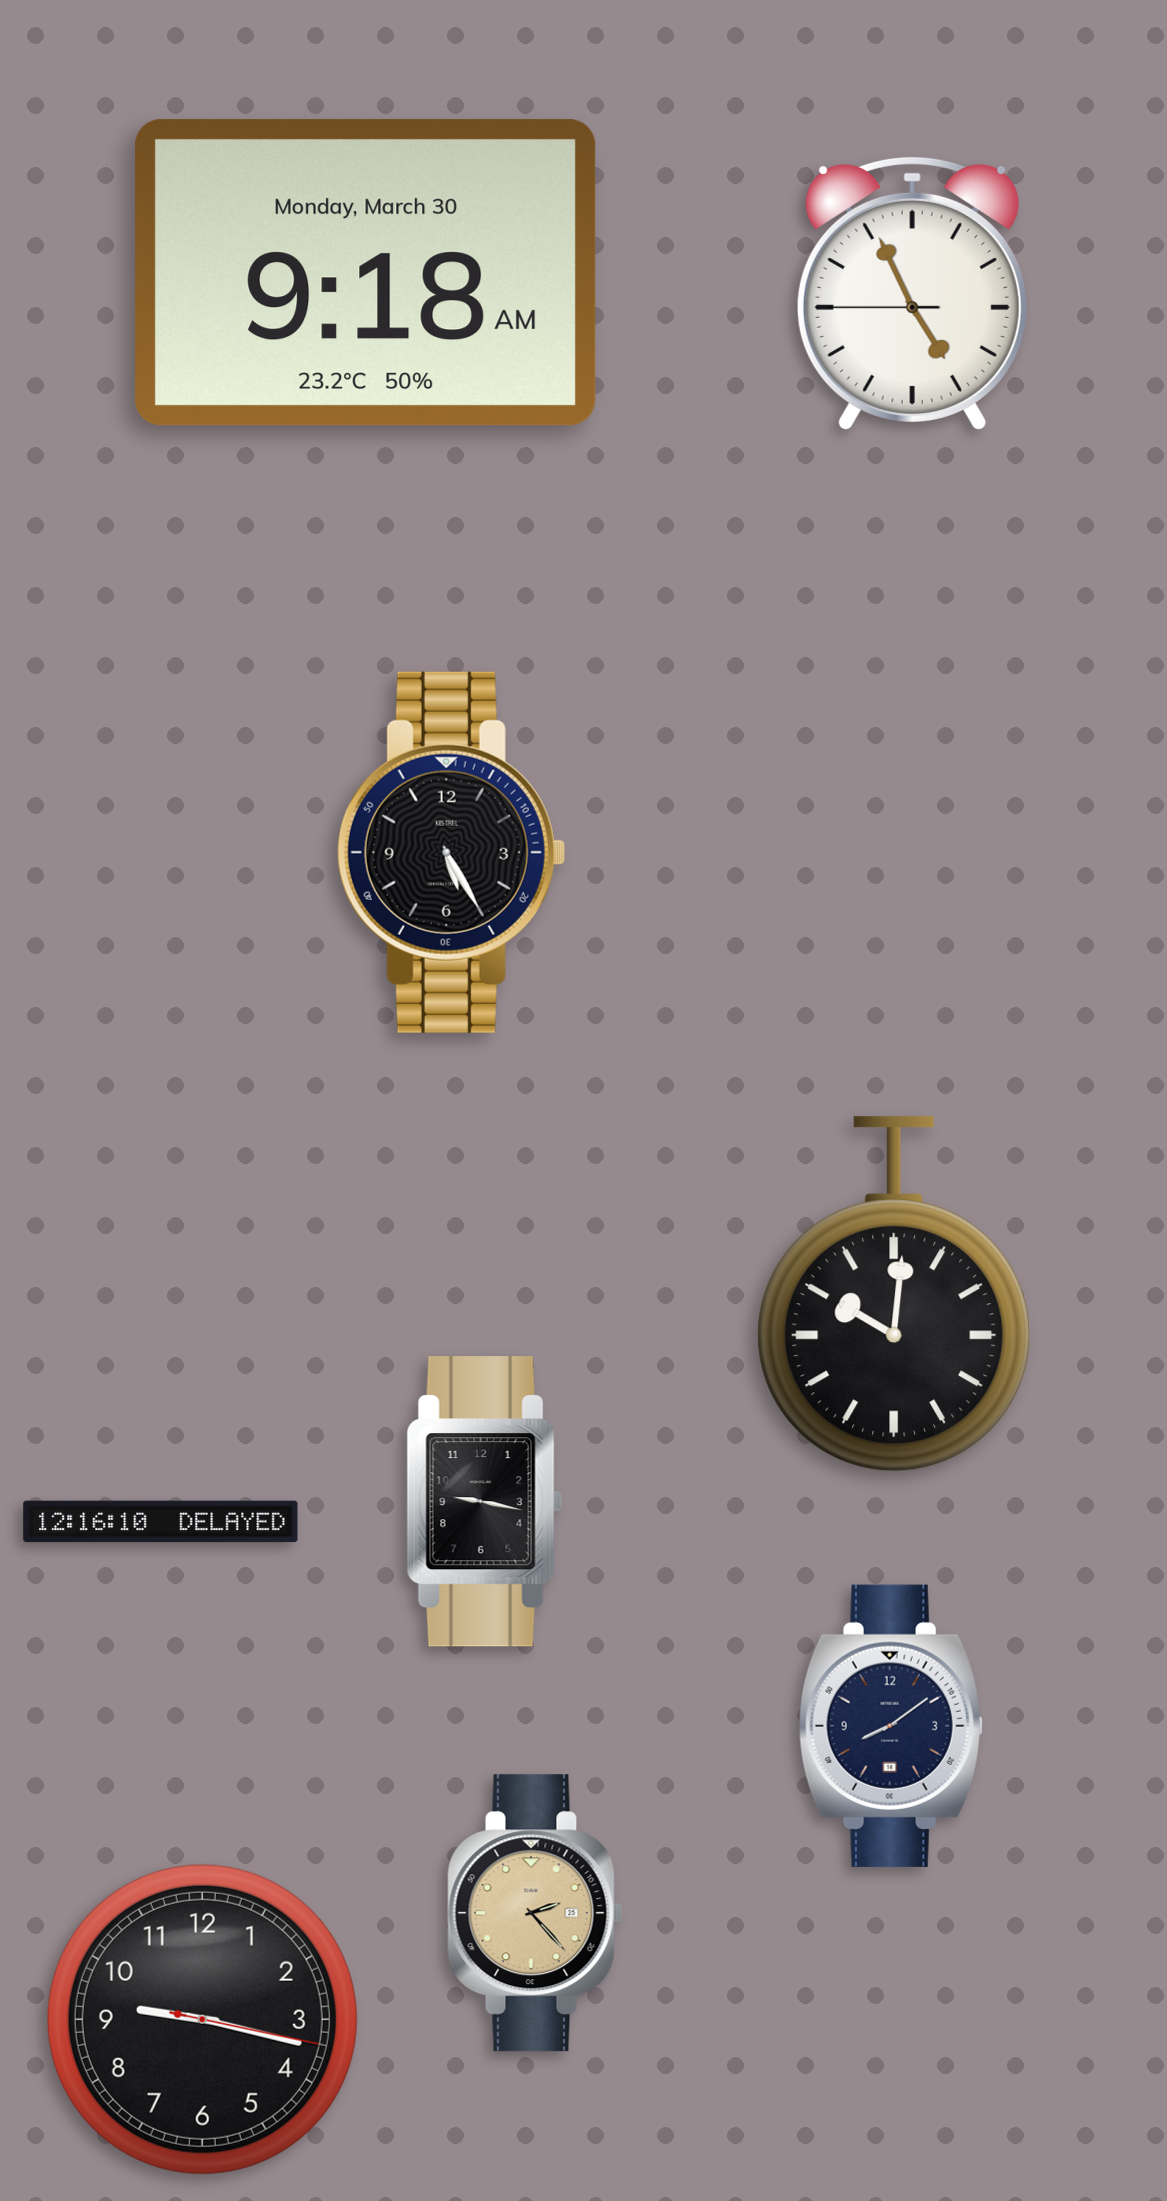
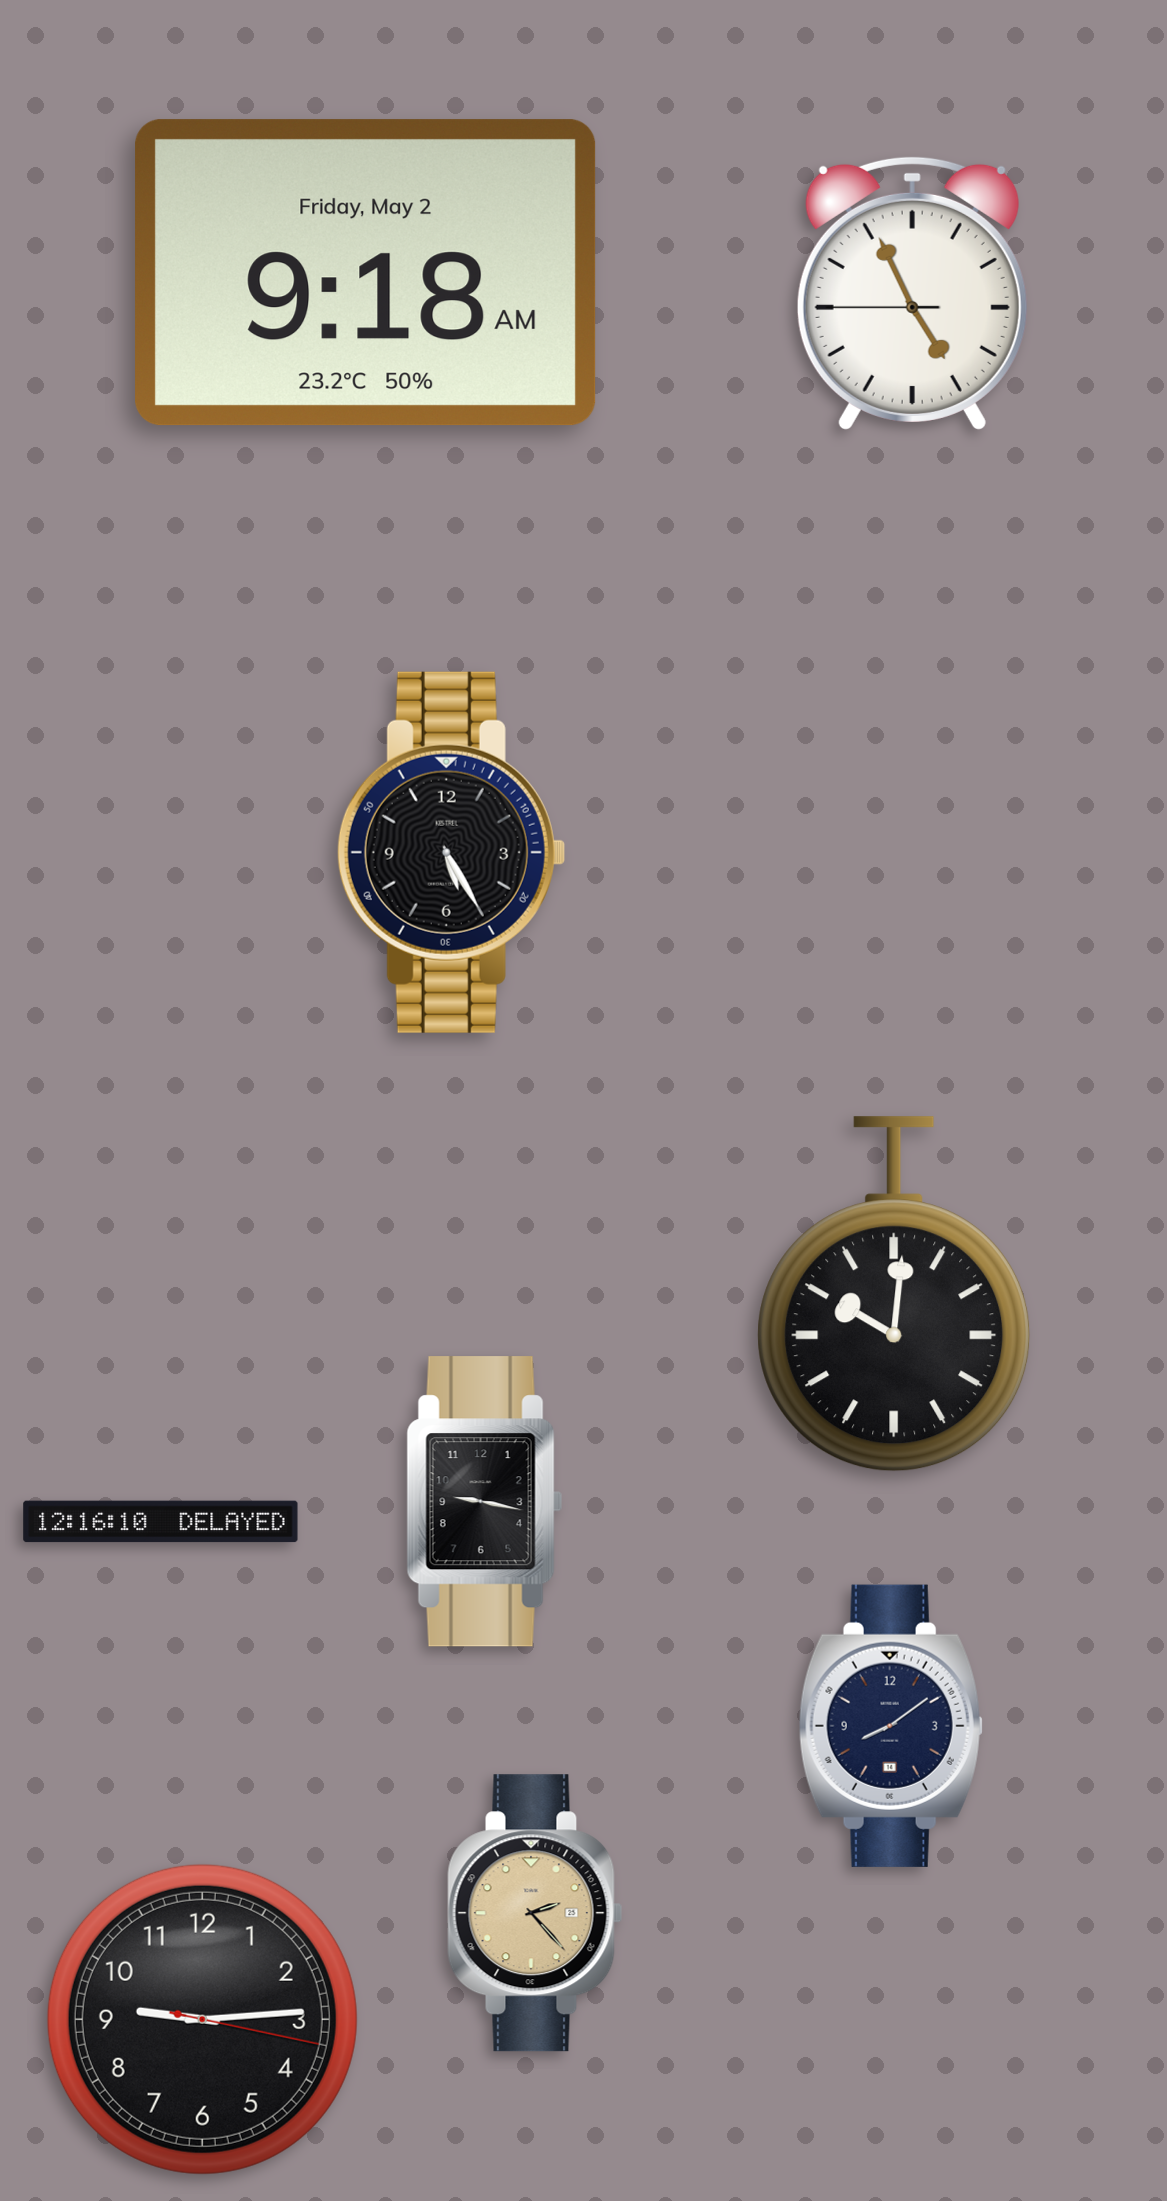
clock at (366, 273) date: Monday, March 30 -> Friday, May 2
clock at (202, 2019): 9:17 -> 9:14
